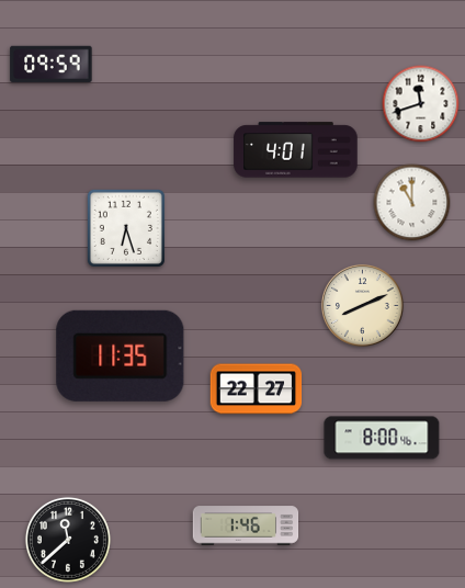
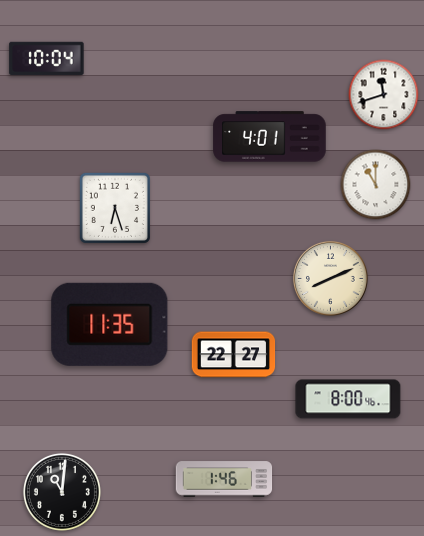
clock at (52, 64): 09:59 -> 10:04
clock at (68, 540): 11:38 -> 11:01
